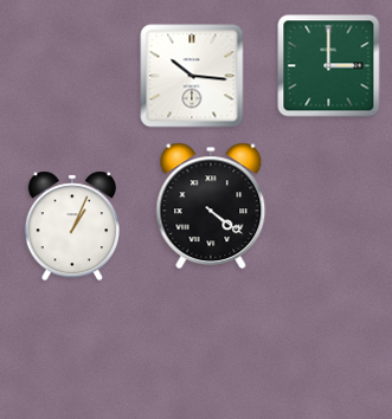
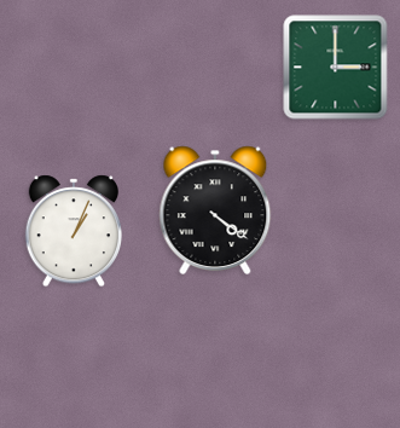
clock at (192, 76): 10:16 -> none
